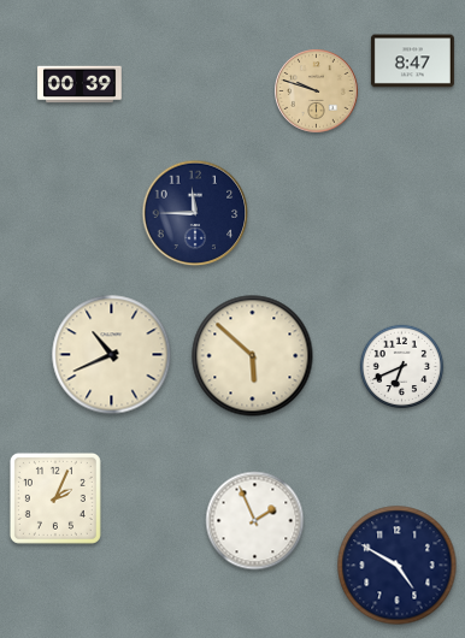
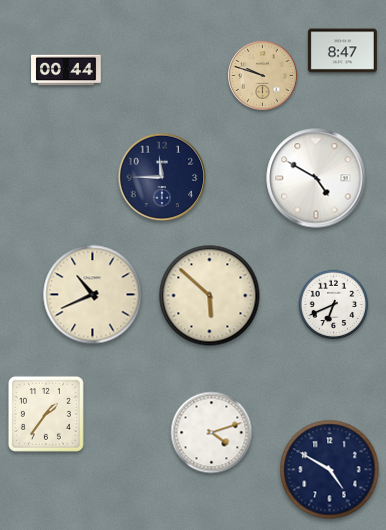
clock at (80, 84): 00:39 -> 00:44
clock at (316, 178): none -> 4:50
clock at (55, 498): 2:04 -> 1:36
clock at (255, 521): 1:56 -> 4:12
